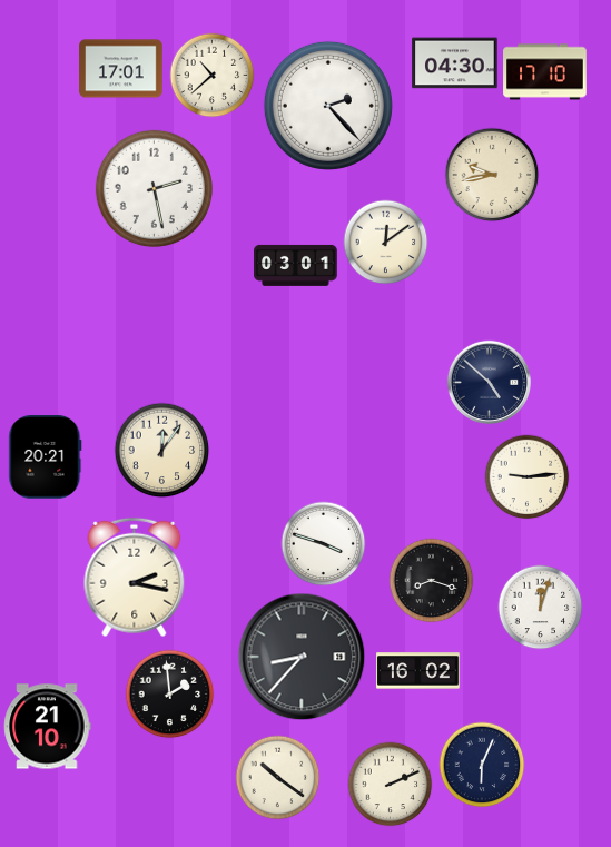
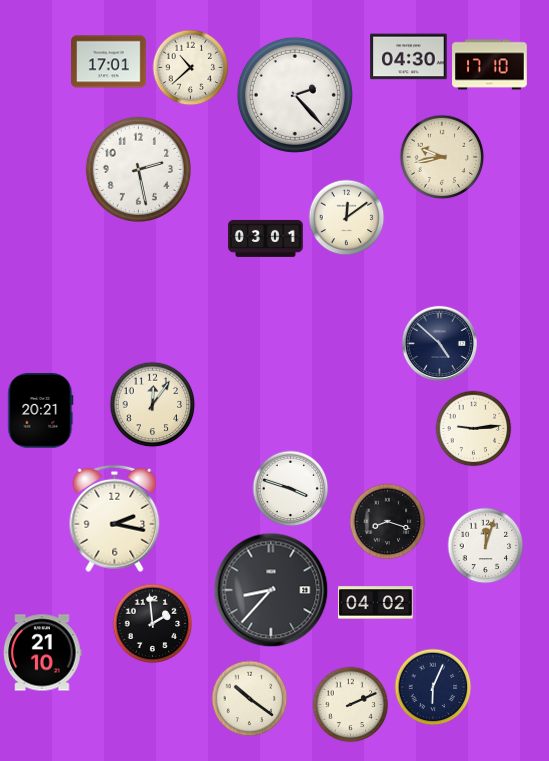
clock at (162, 451) position: (162, 451) -> (153, 405)
clock at (135, 578) position: (135, 578) -> (115, 519)
clock at (418, 671): 16:02 -> 04:02
